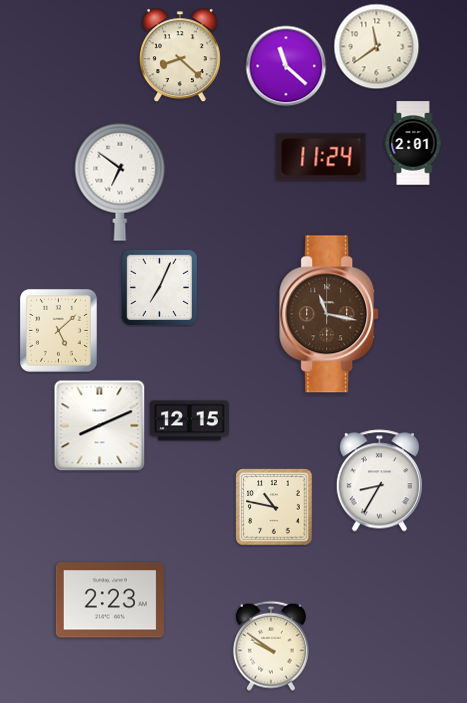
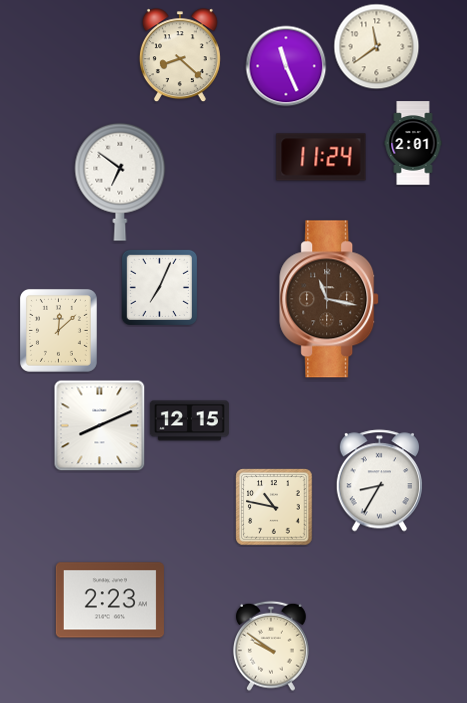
clock at (286, 66): 11:22 -> 11:26
clock at (330, 314) position: (330, 314) -> (330, 299)
clock at (58, 330): 5:08 -> 12:08
